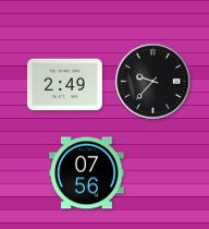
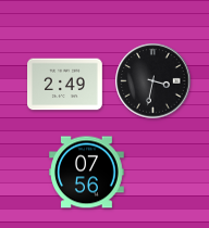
clock at (153, 82): 9:37 -> 3:32
